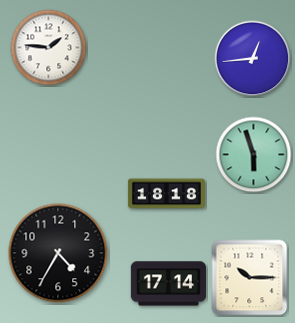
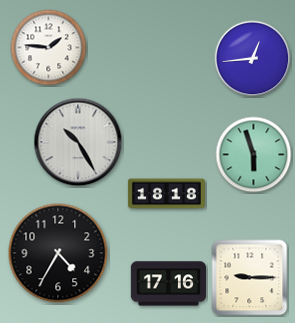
clock at (78, 142): none -> 10:25
clock at (250, 278): 10:15 -> 9:15
clock at (168, 284): 17:14 -> 17:16
